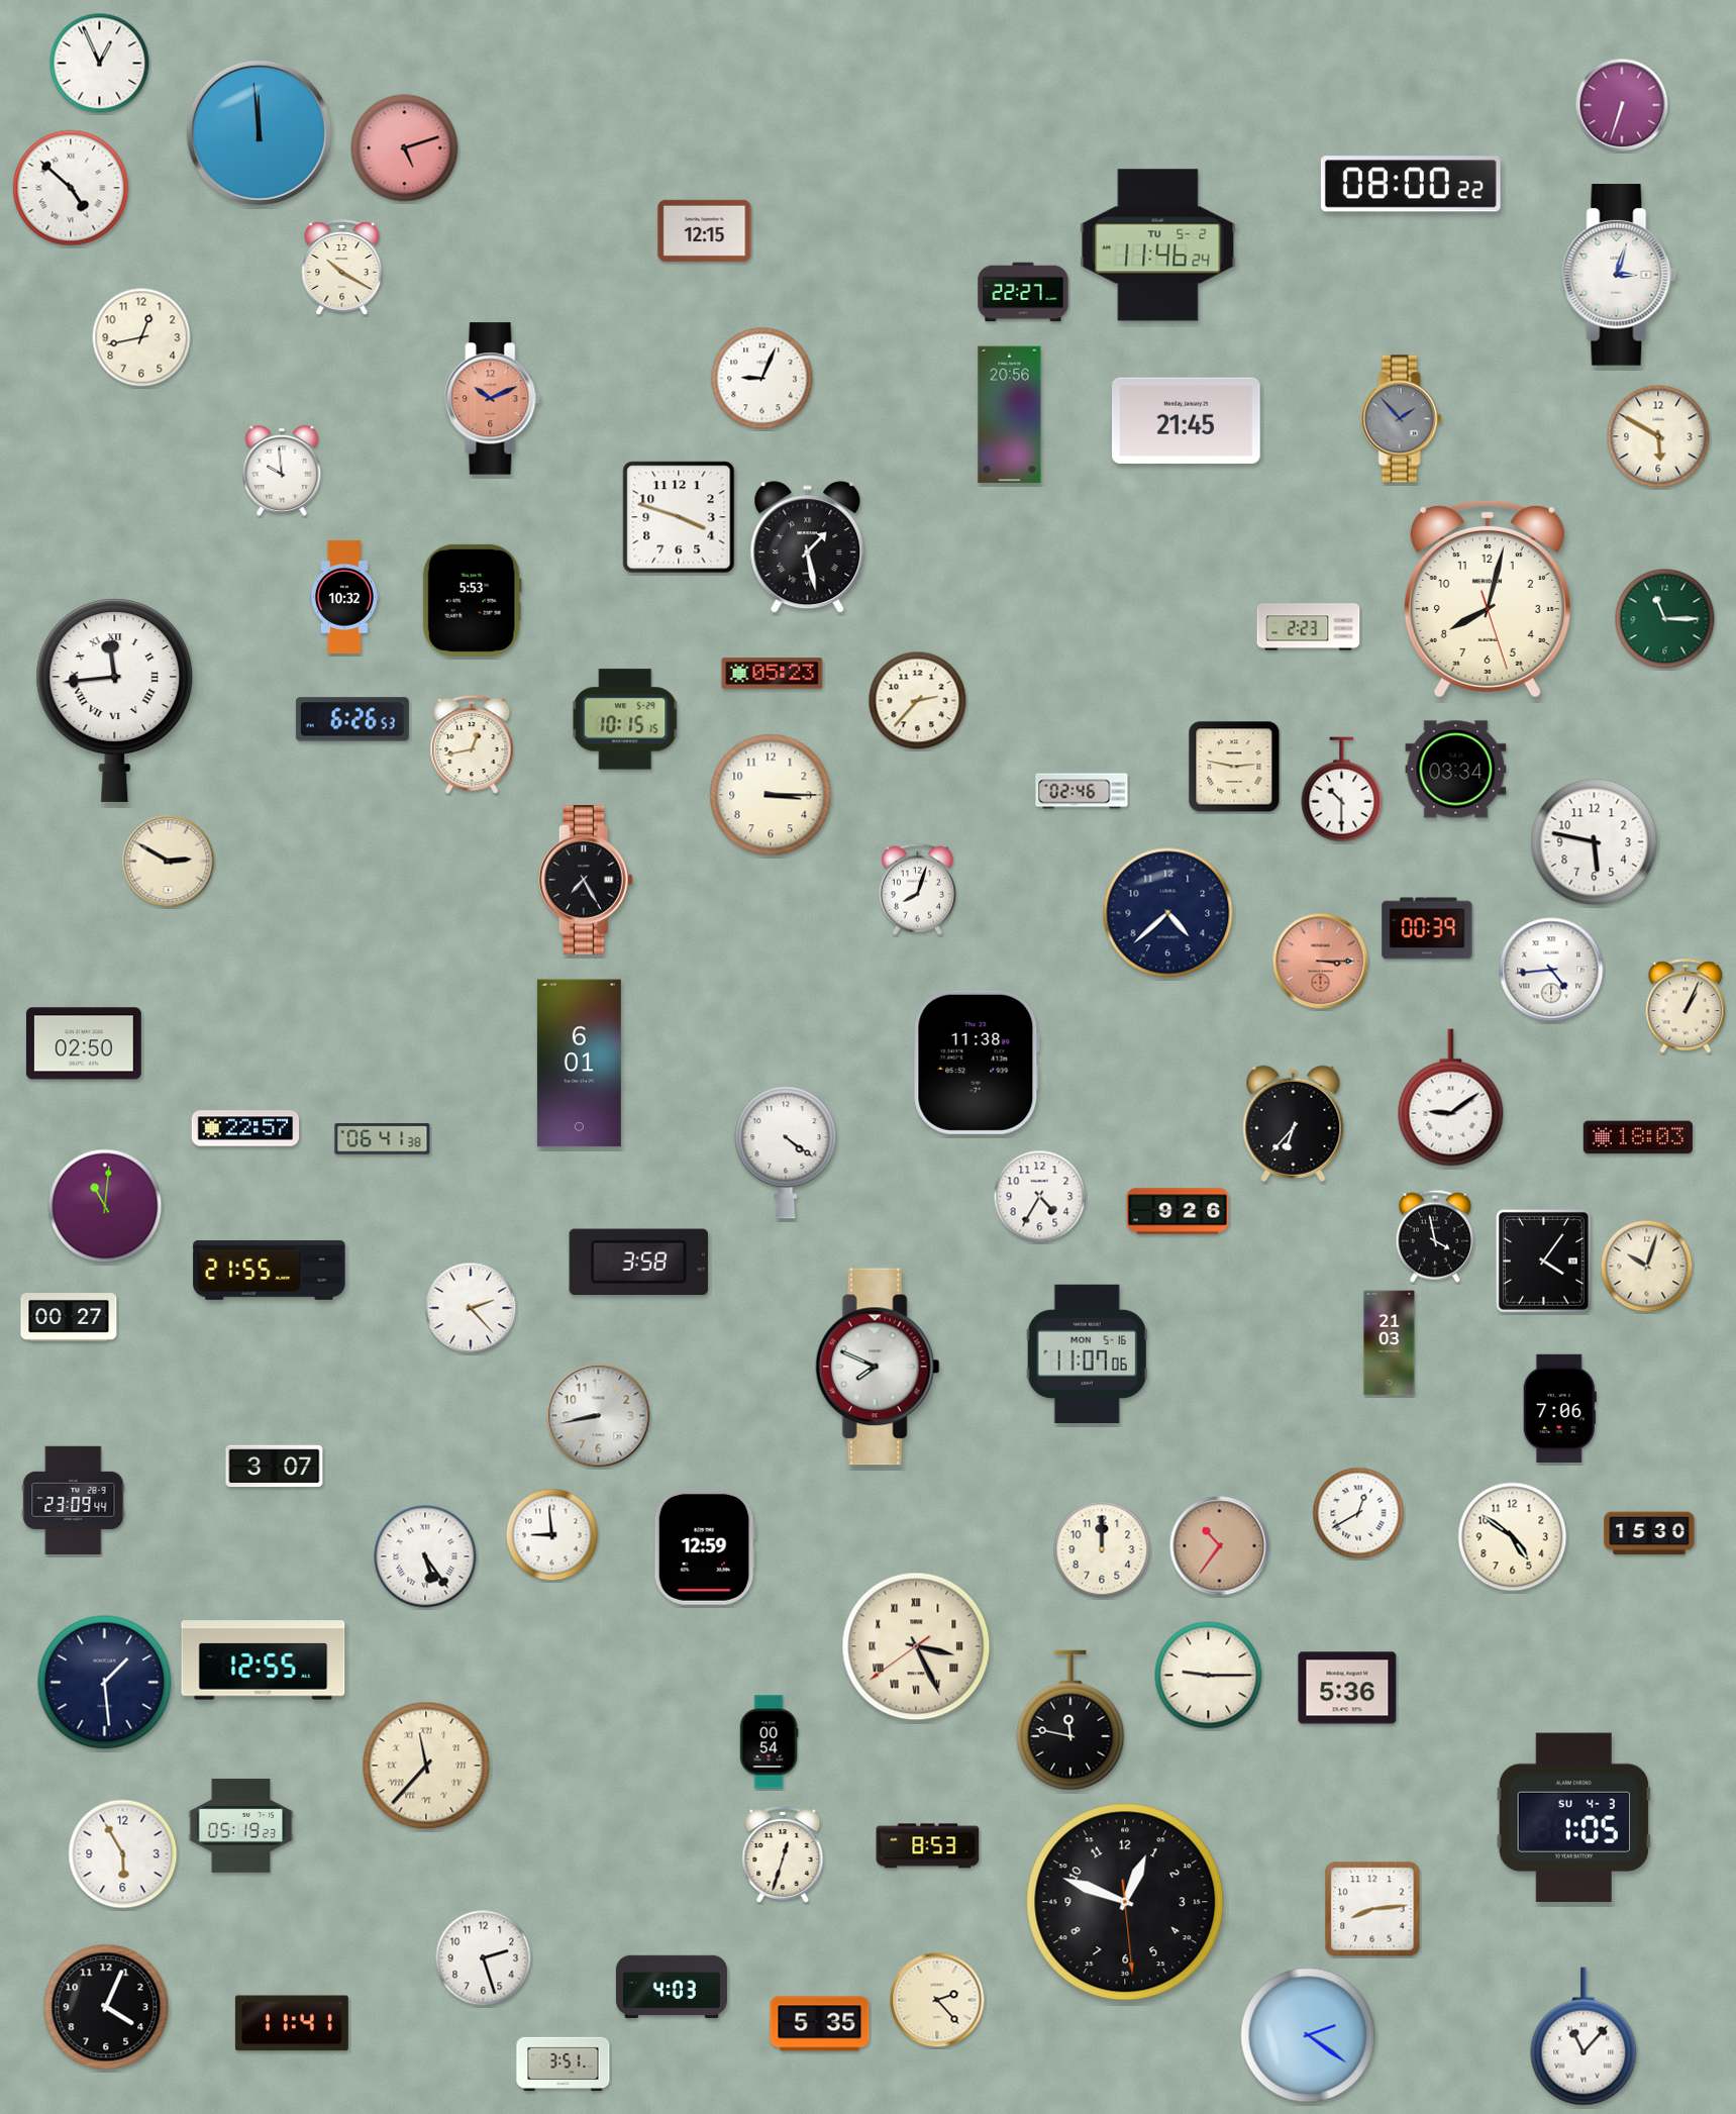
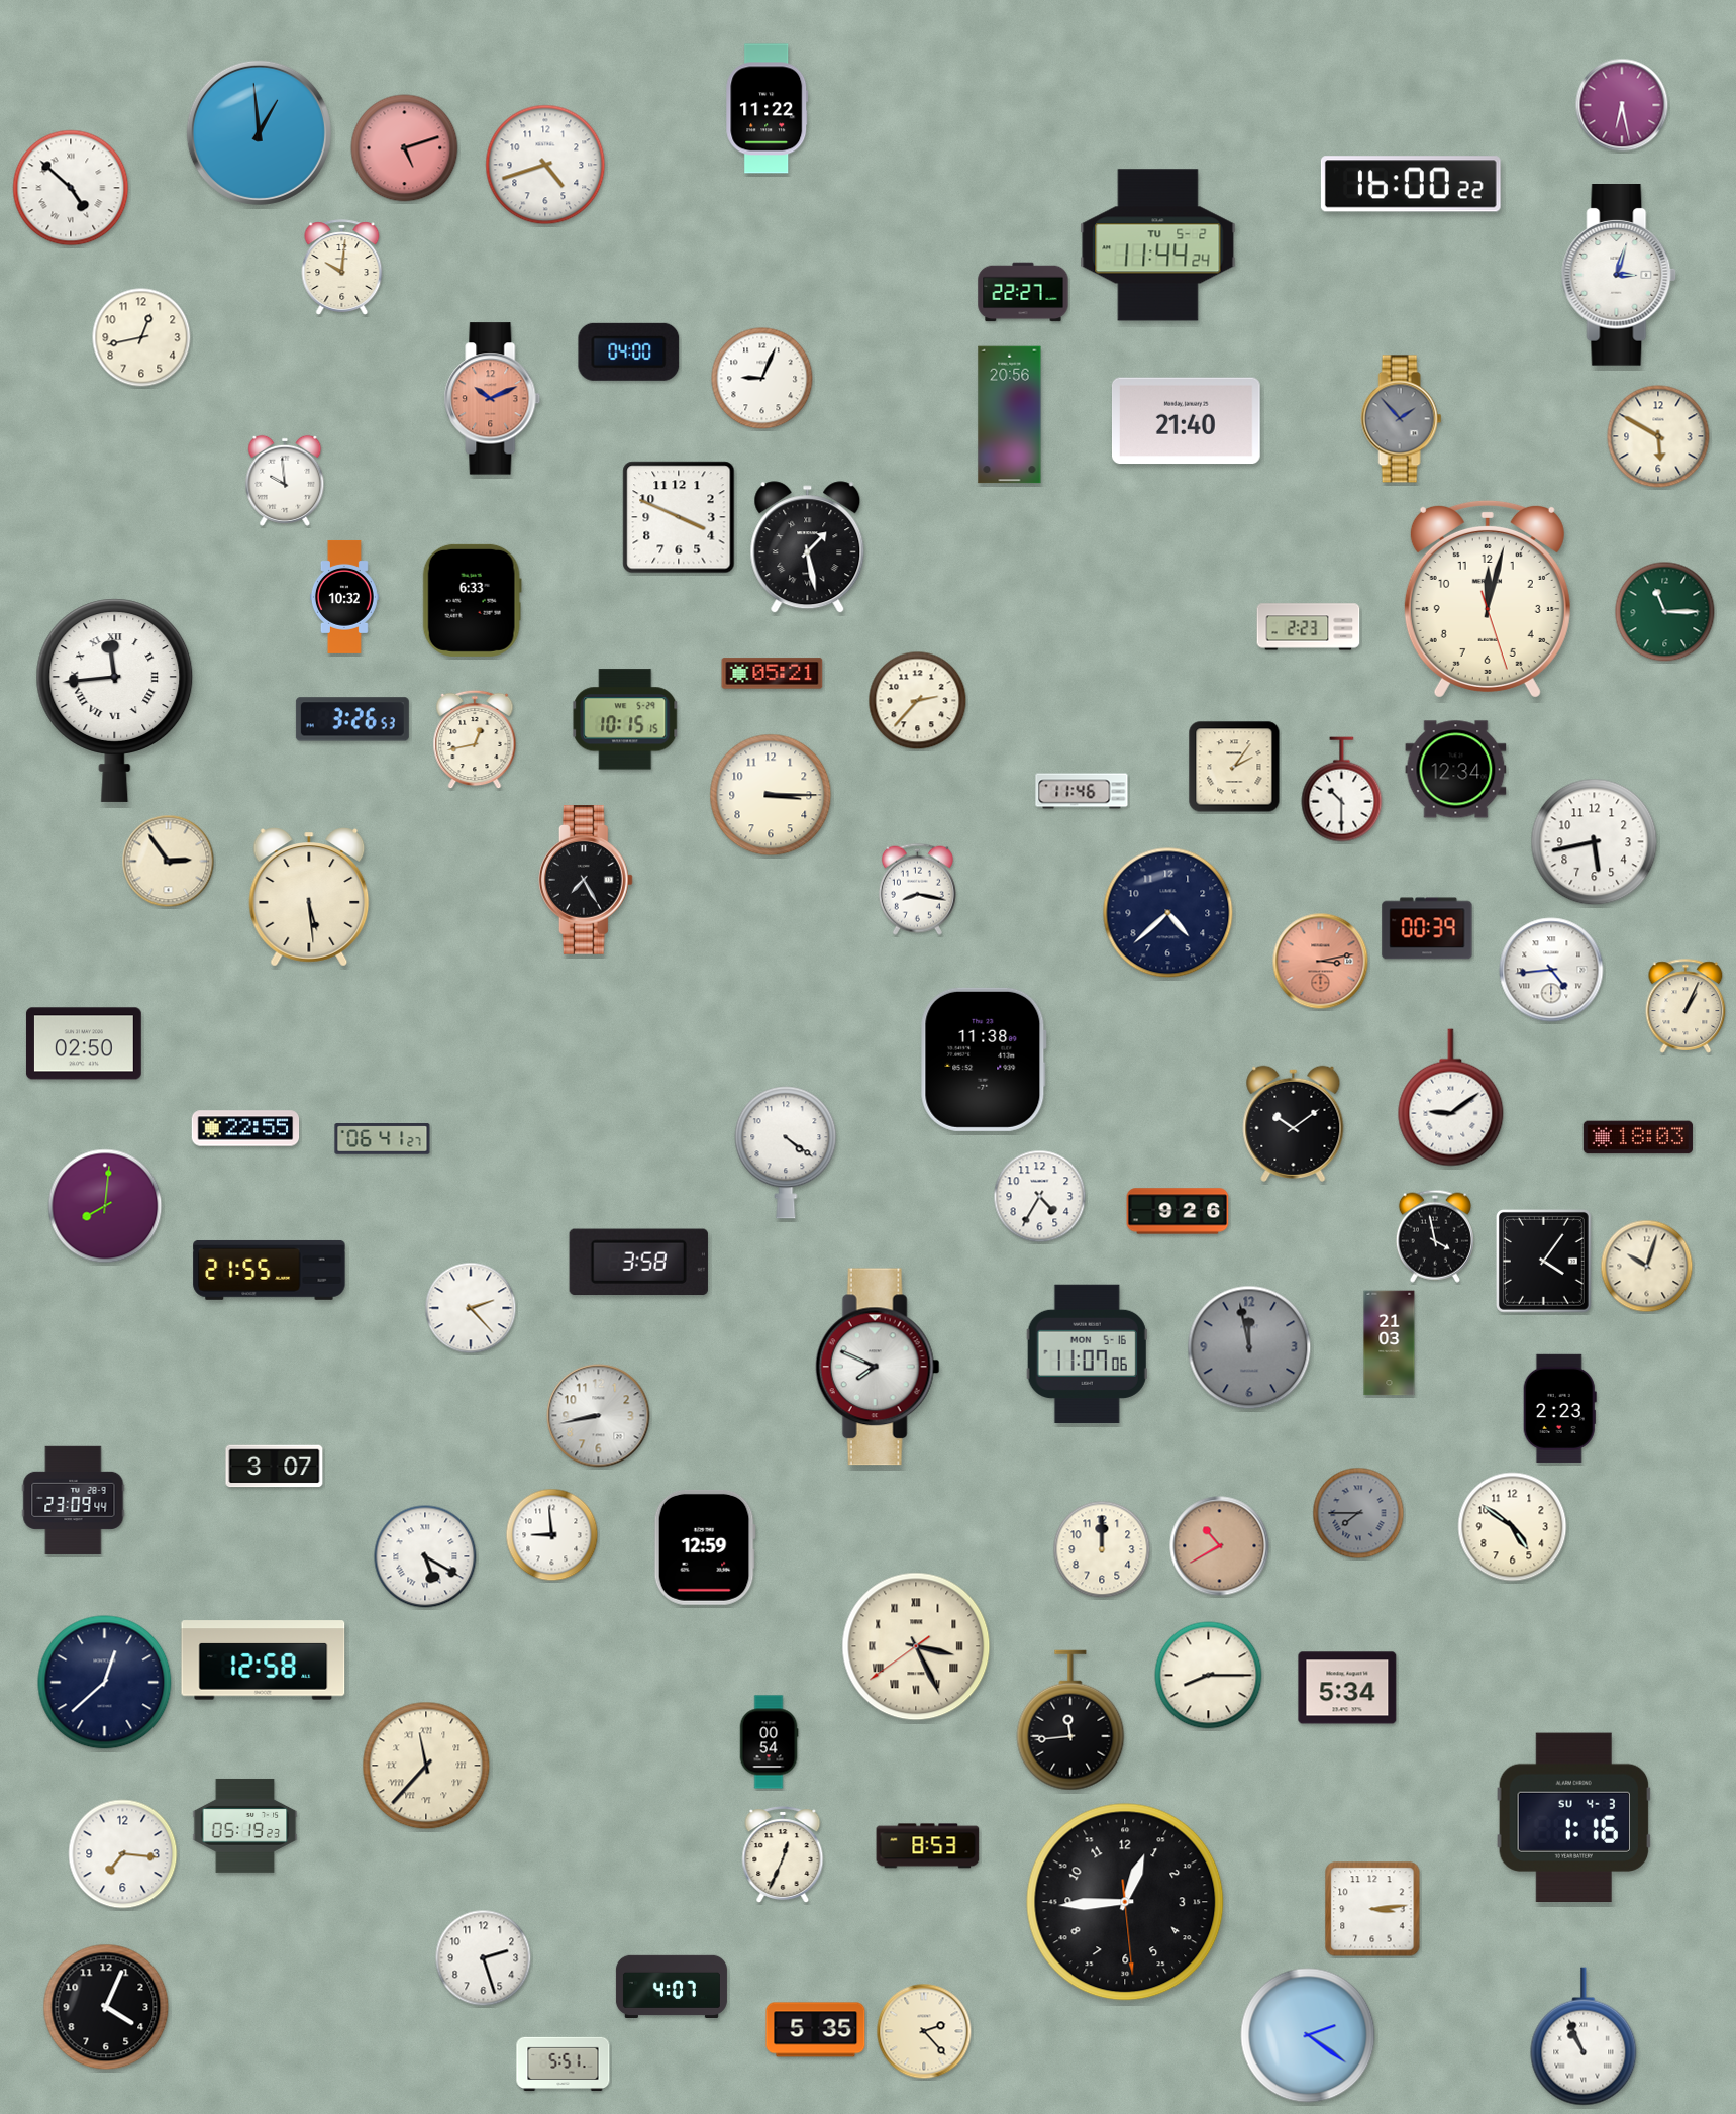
clock at (100, 64): 12:56 -> none
clock at (1622, 105): 6:33 -> 6:28
clock at (768, 109): none -> 11:22
clock at (259, 132): 11:59 -> 12:59
clock at (545, 165): none -> 4:42
clock at (1411, 184): 08:00 -> 16:00
clock at (705, 230): 12:15 -> none
clock at (1158, 245): 11:46 -> 11:44
clock at (342, 268): 10:20 -> 10:01
clock at (629, 351): none -> 04:00
clock at (1186, 421): 21:45 -> 21:40
clock at (282, 471) position: (282, 471) -> (285, 481)
clock at (679, 517): 3:48 -> 3:49
clock at (1488, 599): 8:02 -> 12:02
clock at (472, 600): 5:53 -> 6:33
clock at (1665, 619) position: (1665, 619) -> (1665, 612)
clock at (773, 674): 05:23 -> 05:21
clock at (352, 719): 6:26 -> 3:26
clock at (472, 744) position: (472, 744) -> (475, 739)
clock at (1234, 767): 2:47 -> 2:06
clock at (1456, 770): 03:34 -> 12:34
clock at (1082, 791): 02:46 -> 11:46
clock at (1595, 842): 5:47 -> 5:43
clock at (169, 862): 2:50 -> 2:54
clock at (917, 889): 8:03 -> 8:17
clock at (309, 897): none -> 5:29
clock at (1321, 962): 3:15 -> 3:13
clock at (977, 1063) position: (977, 1063) -> (984, 1060)
clock at (579, 1064): 6:01 -> none
clock at (1294, 1123): 6:37 -> 10:09
clock at (245, 1128): 22:57 -> 22:55
clock at (383, 1139): 06:41:38 -> 06:41:27
clock at (105, 1206): 11:01 -> 8:01
clock at (69, 1318): 00:27 -> none
clock at (1249, 1347): none -> 11:58
clock at (1559, 1408): 7:06 -> 2:23
clock at (1358, 1513): 12:40 -> 7:45
clock at (1358, 1513) dial: white -> grey
clock at (1649, 1533): 15:30 -> none
clock at (1513, 1537) position: (1513, 1537) -> (1513, 1527)
clock at (1220, 1546): 10:36 -> 10:40
clock at (425, 1556): 5:24 -> 5:20
clock at (264, 1660): 12:55 -> 12:58
clock at (1209, 1676): 9:15 -> 8:15
clock at (105, 1683): 1:29 -> 12:38
clock at (1347, 1688): 5:36 -> 5:34
clock at (1070, 1720): 11:47 -> 11:44
clock at (1574, 1817): 1:05 -> 1:16
clock at (241, 1825) position: (241, 1825) -> (245, 1825)
clock at (123, 1854): 5:55 -> 7:16
clock at (783, 1854): 12:33 -> 12:34
clock at (1125, 1902): 12:48 -> 12:44
clock at (1372, 1909): 8:14 -> 3:14
clock at (672, 1986): 4:03 -> 4:07
clock at (937, 2000) position: (937, 2000) -> (924, 2031)
clock at (292, 2023): 11:41 -> none
clock at (820, 2024) position: (820, 2024) -> (816, 2030)
clock at (1584, 2036): 11:07 -> 10:56
clock at (564, 2065): 3:51 -> 5:51
